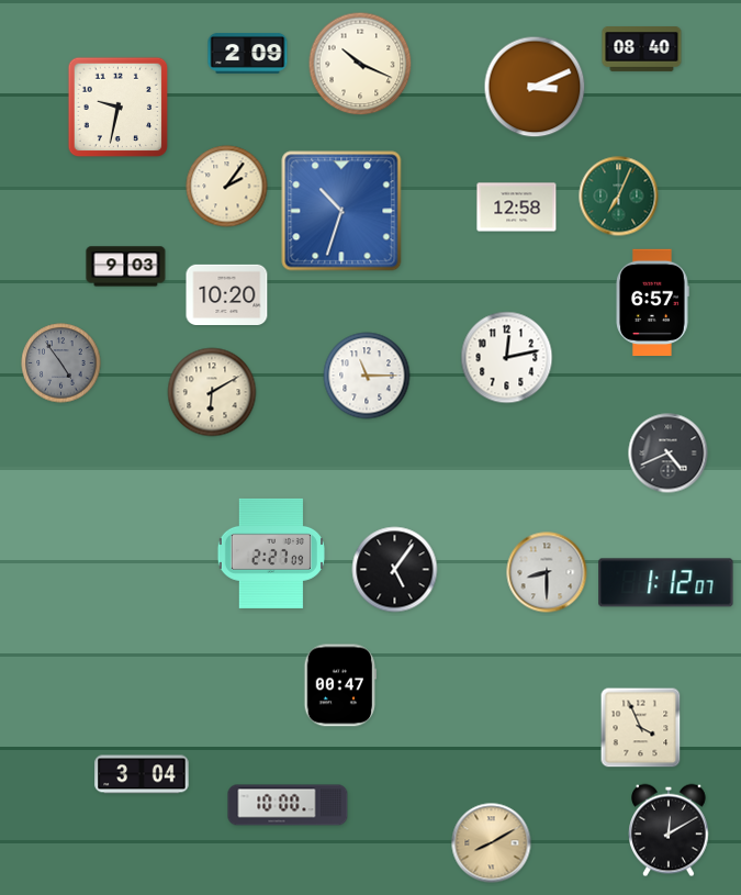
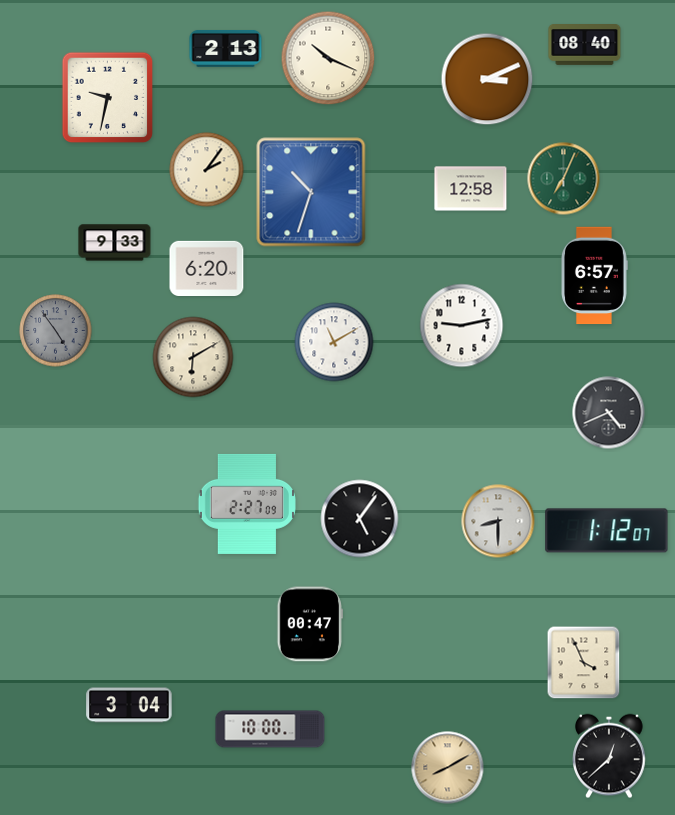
clock at (248, 53): 2:09 -> 2:13
clock at (126, 267): 9:03 -> 9:33
clock at (227, 294): 10:20 -> 6:20
clock at (507, 358): 12:13 -> 9:13
clock at (367, 376): 11:15 -> 11:10
clock at (288, 805) position: (288, 805) -> (270, 729)
clock at (670, 830): 12:10 -> 12:38
